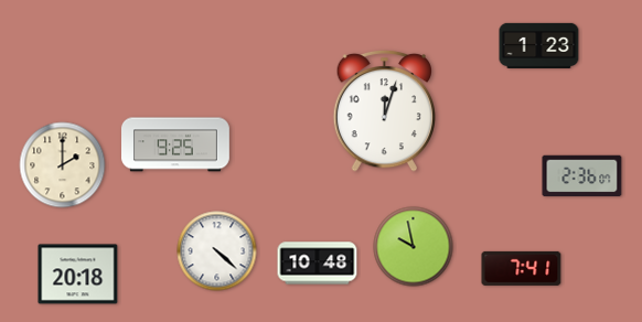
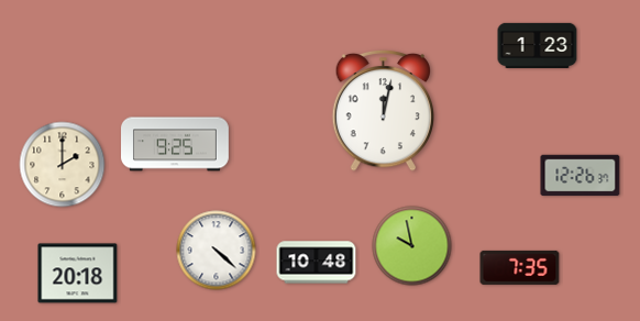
clock at (385, 110): 12:03 -> 12:02
clock at (582, 176): 2:36 -> 12:26
clock at (522, 268): 7:41 -> 7:35
